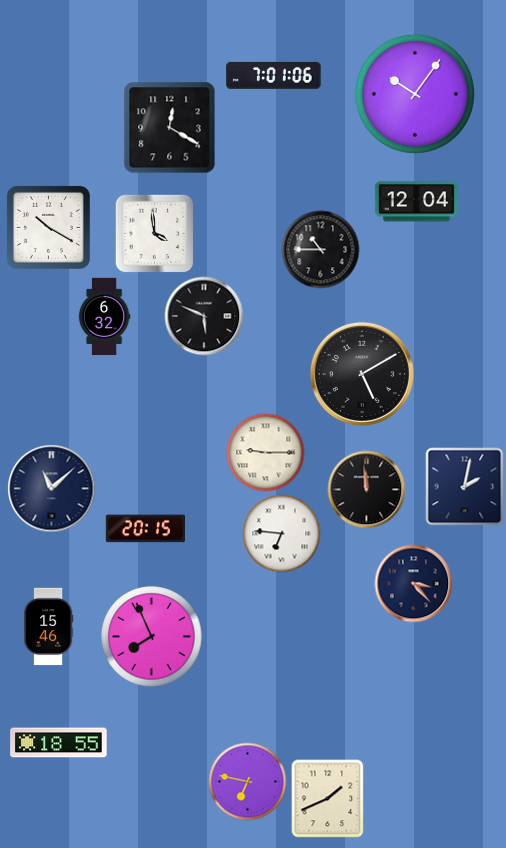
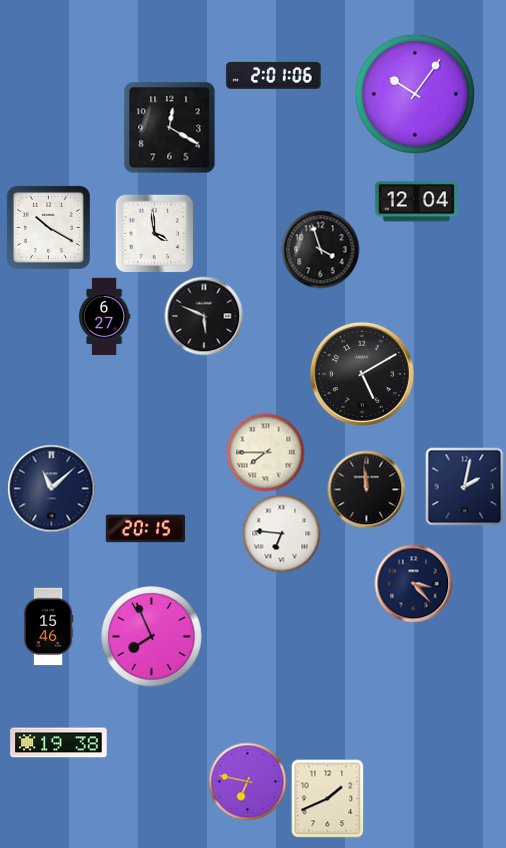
clock at (274, 75): 7:01 -> 2:01
clock at (320, 249): 10:45 -> 3:57
clock at (104, 316): 6:32 -> 6:27
clock at (265, 452): 9:15 -> 7:45
clock at (59, 743): 18:55 -> 19:38
